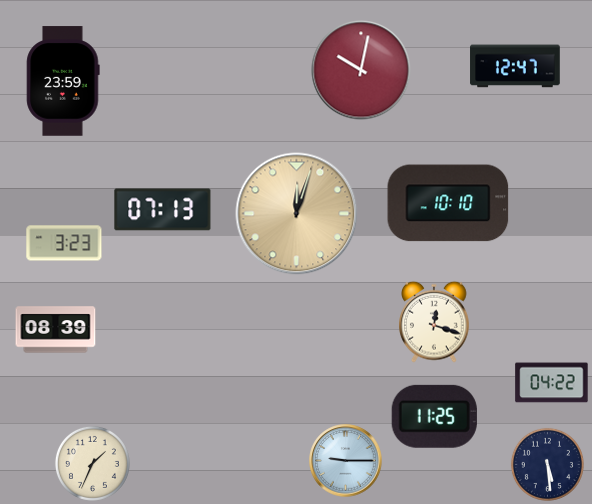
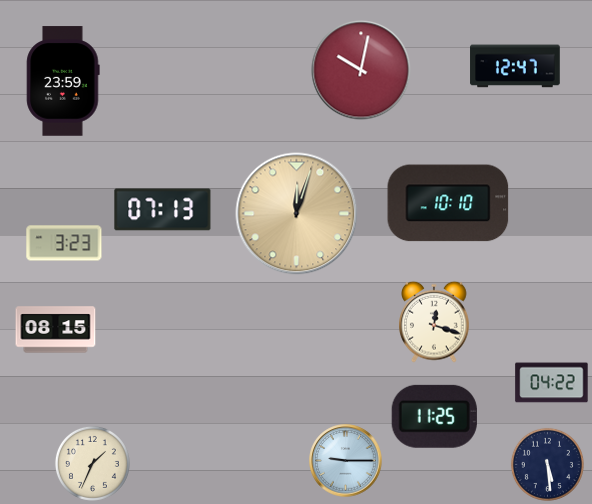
clock at (56, 330): 08:39 -> 08:15
